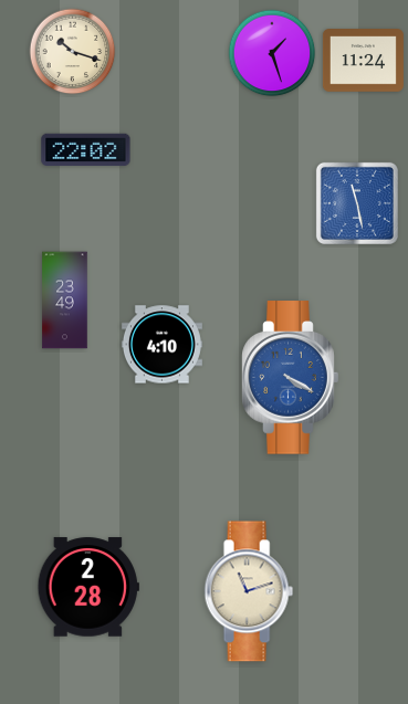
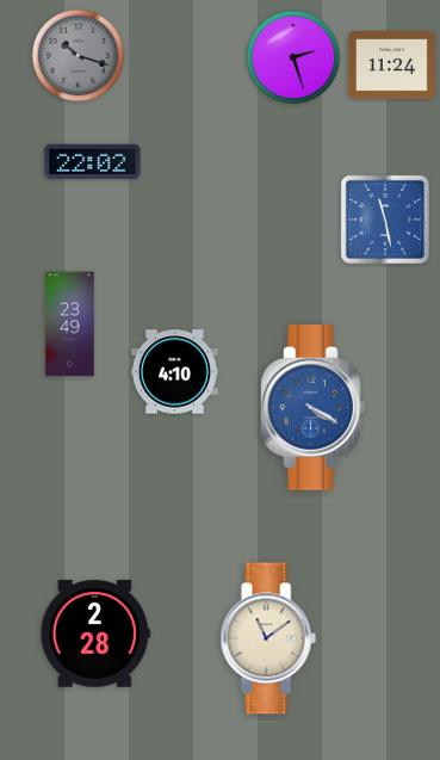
clock at (73, 52) dial: cream -> grey
clock at (272, 53): 1:27 -> 2:27
clock at (249, 591): 11:12 -> 11:09
